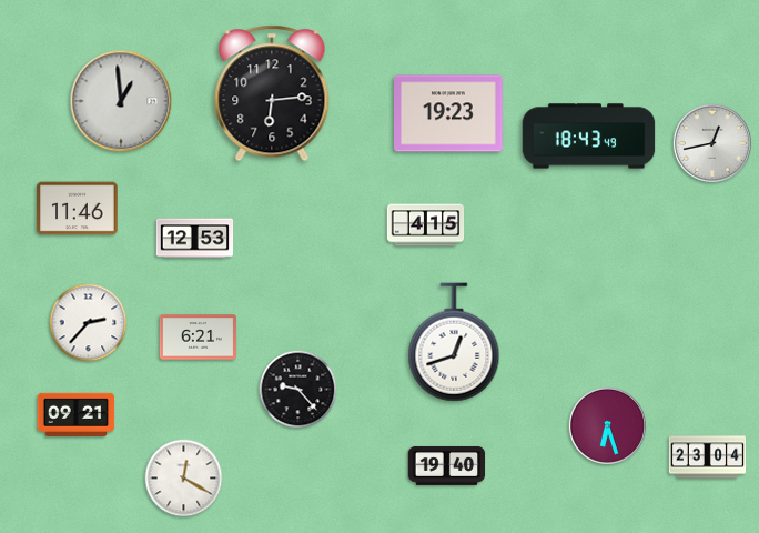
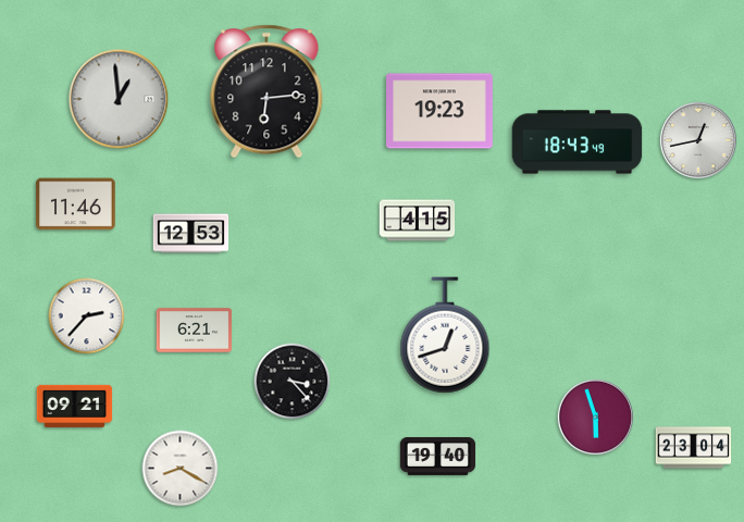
clock at (589, 137) position: (589, 137) -> (578, 142)
clock at (298, 390): 9:23 -> 3:23
clock at (607, 425): 6:27 -> 5:57
clock at (184, 479): 12:20 -> 8:20
